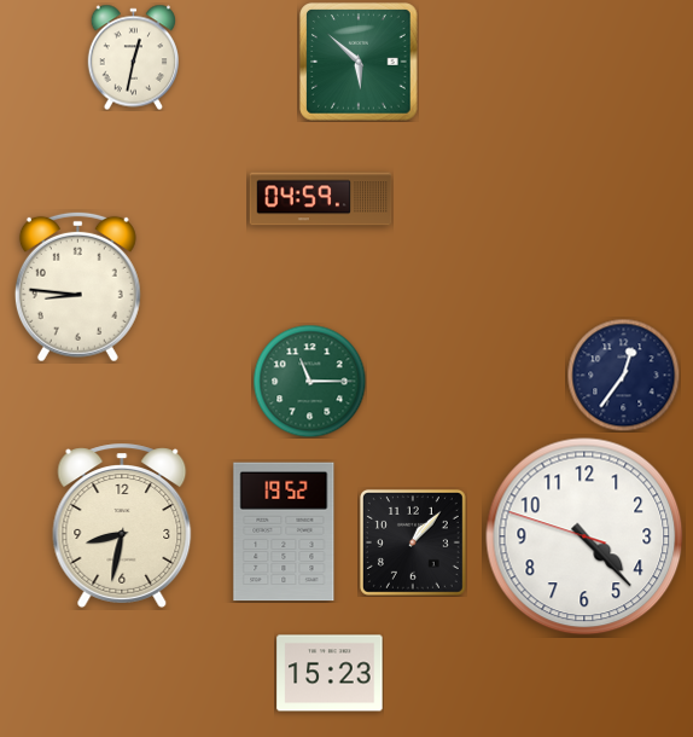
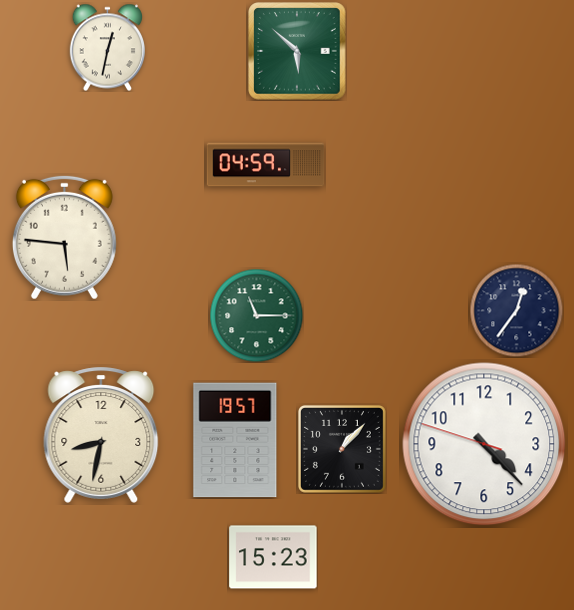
clock at (133, 57) position: (133, 57) -> (107, 47)
clock at (77, 286): 8:46 -> 5:46
clock at (284, 532): 19:52 -> 19:57
